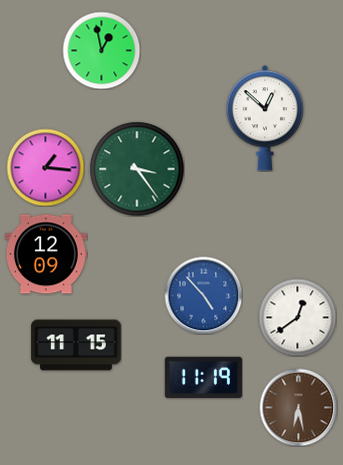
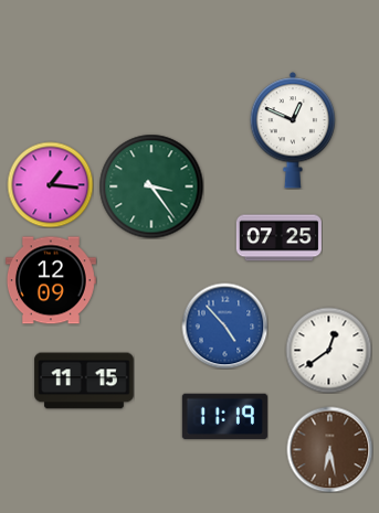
clock at (101, 50): 12:58 -> none
clock at (265, 118): 12:52 -> 12:49
clock at (278, 238): none -> 07:25
